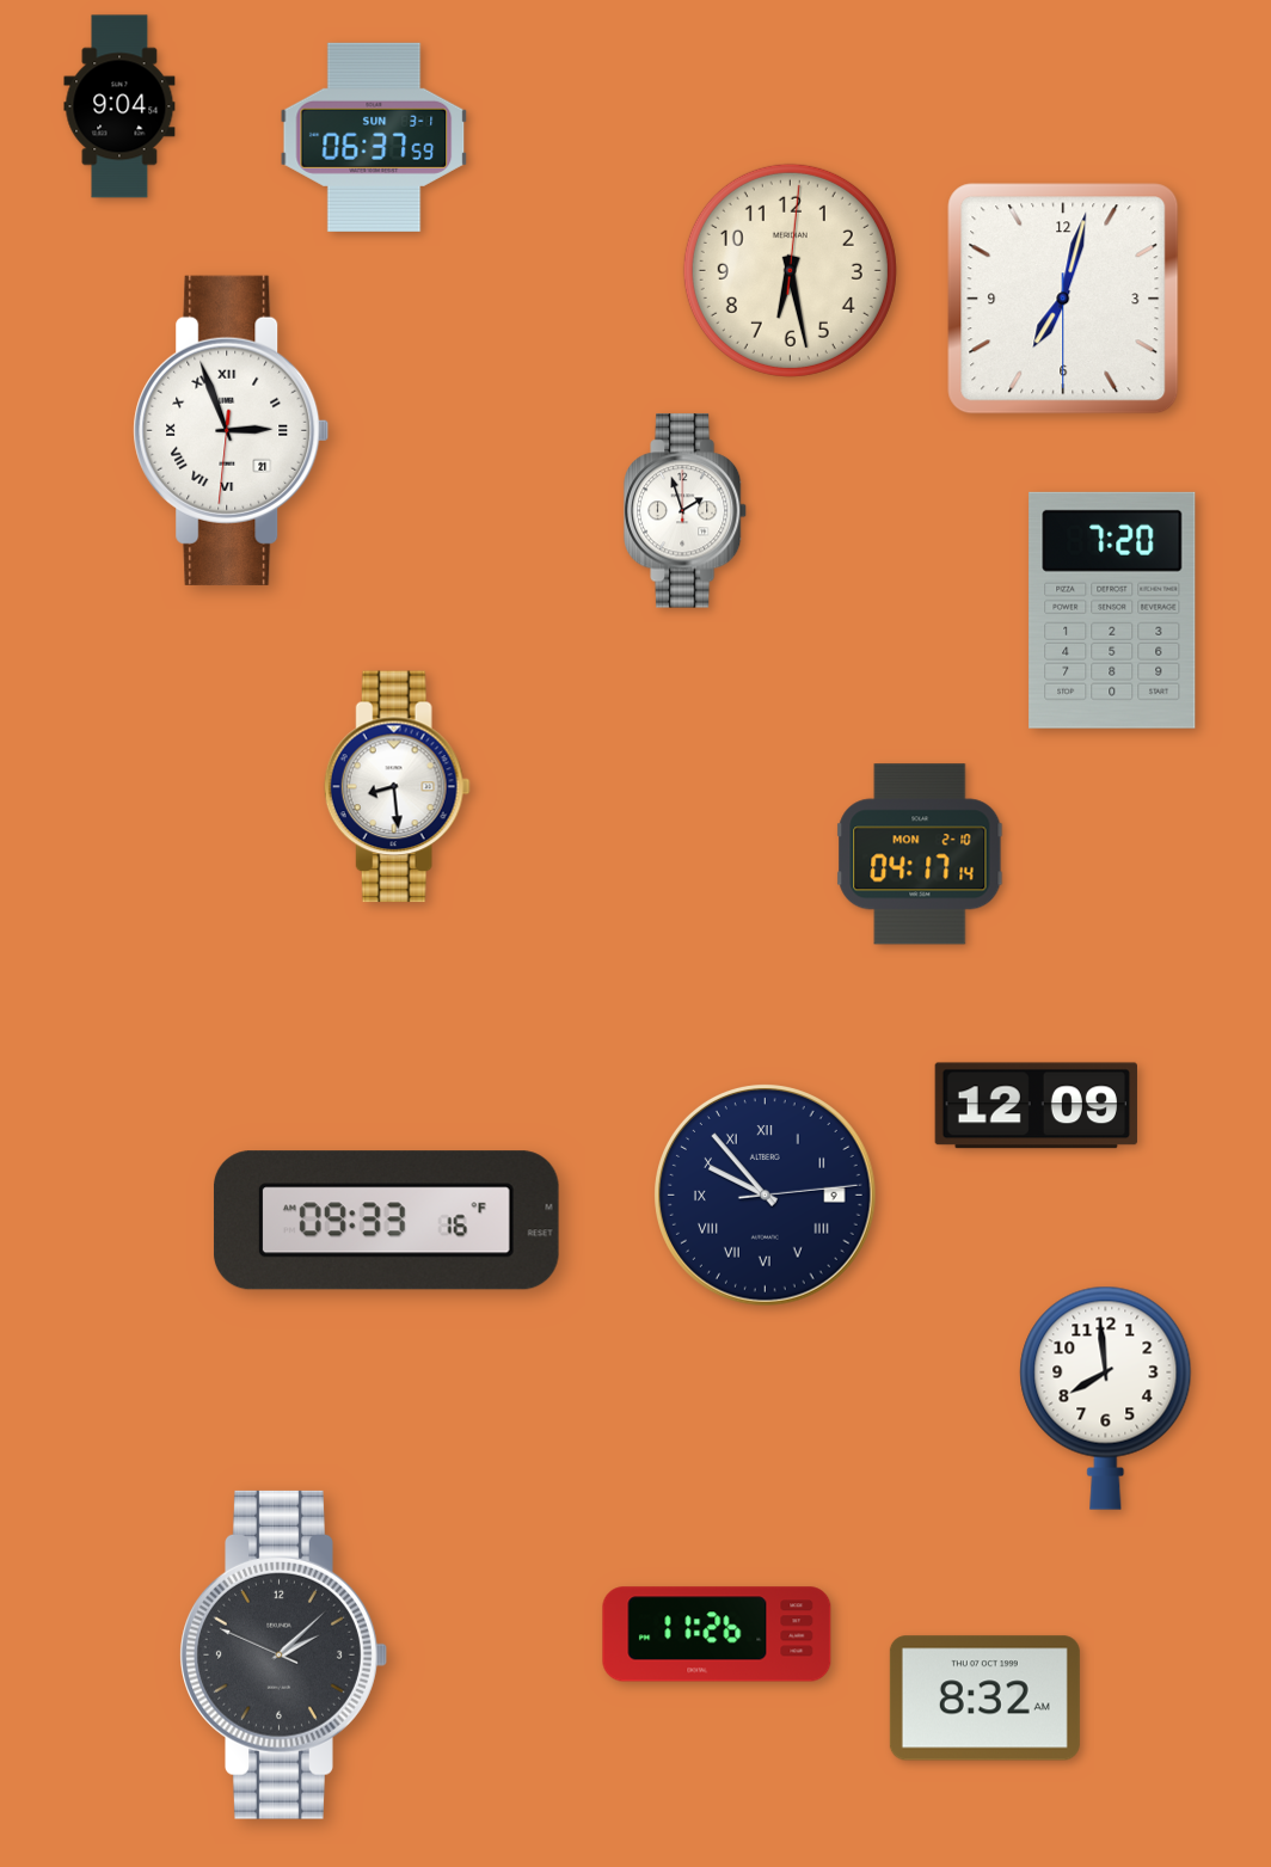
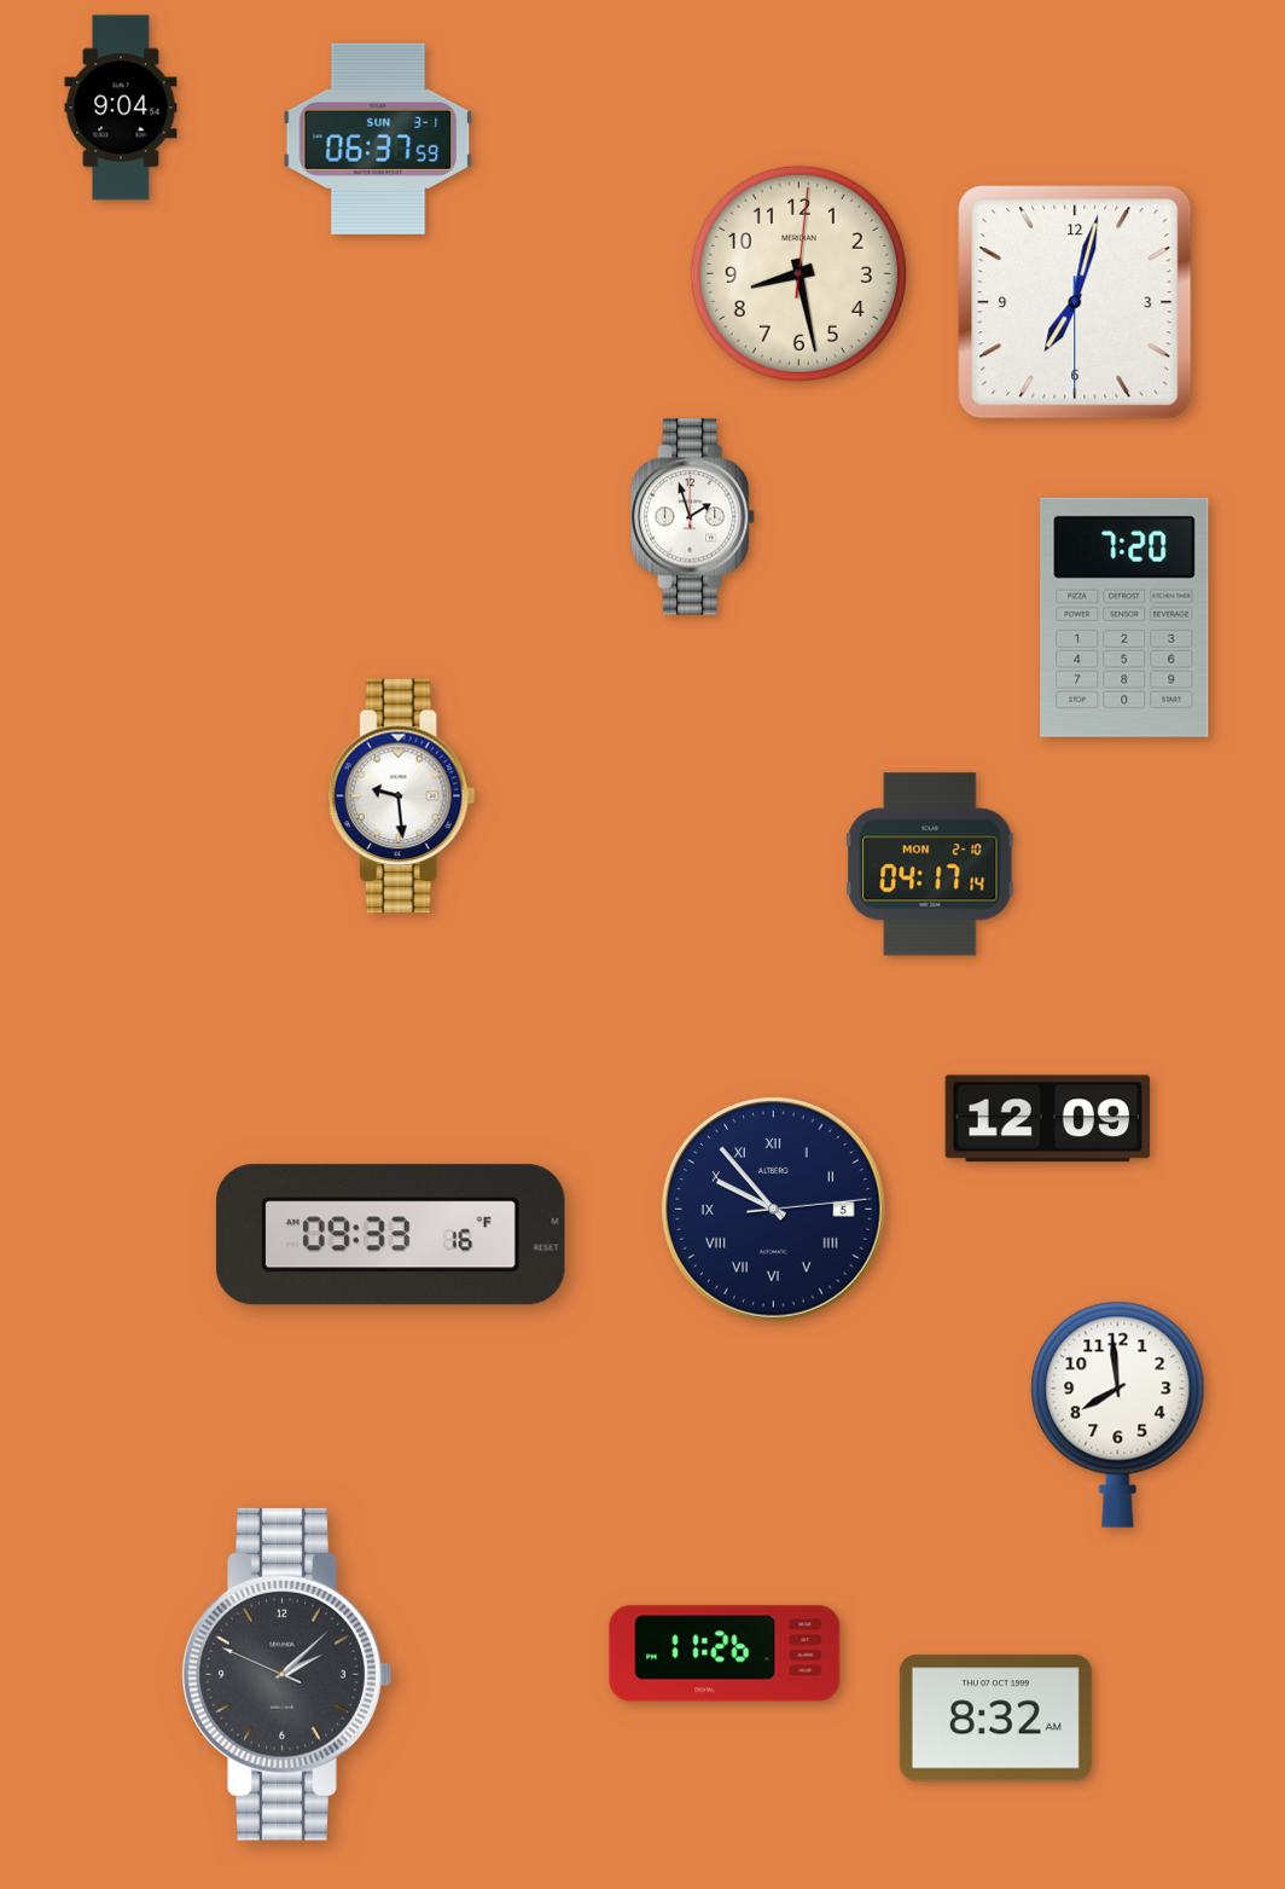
clock at (790, 270): 6:28 -> 8:28
clock at (232, 430): 2:56 -> none
clock at (397, 787): 8:29 -> 9:29
clock at (766, 1196) date: 9 -> 5
